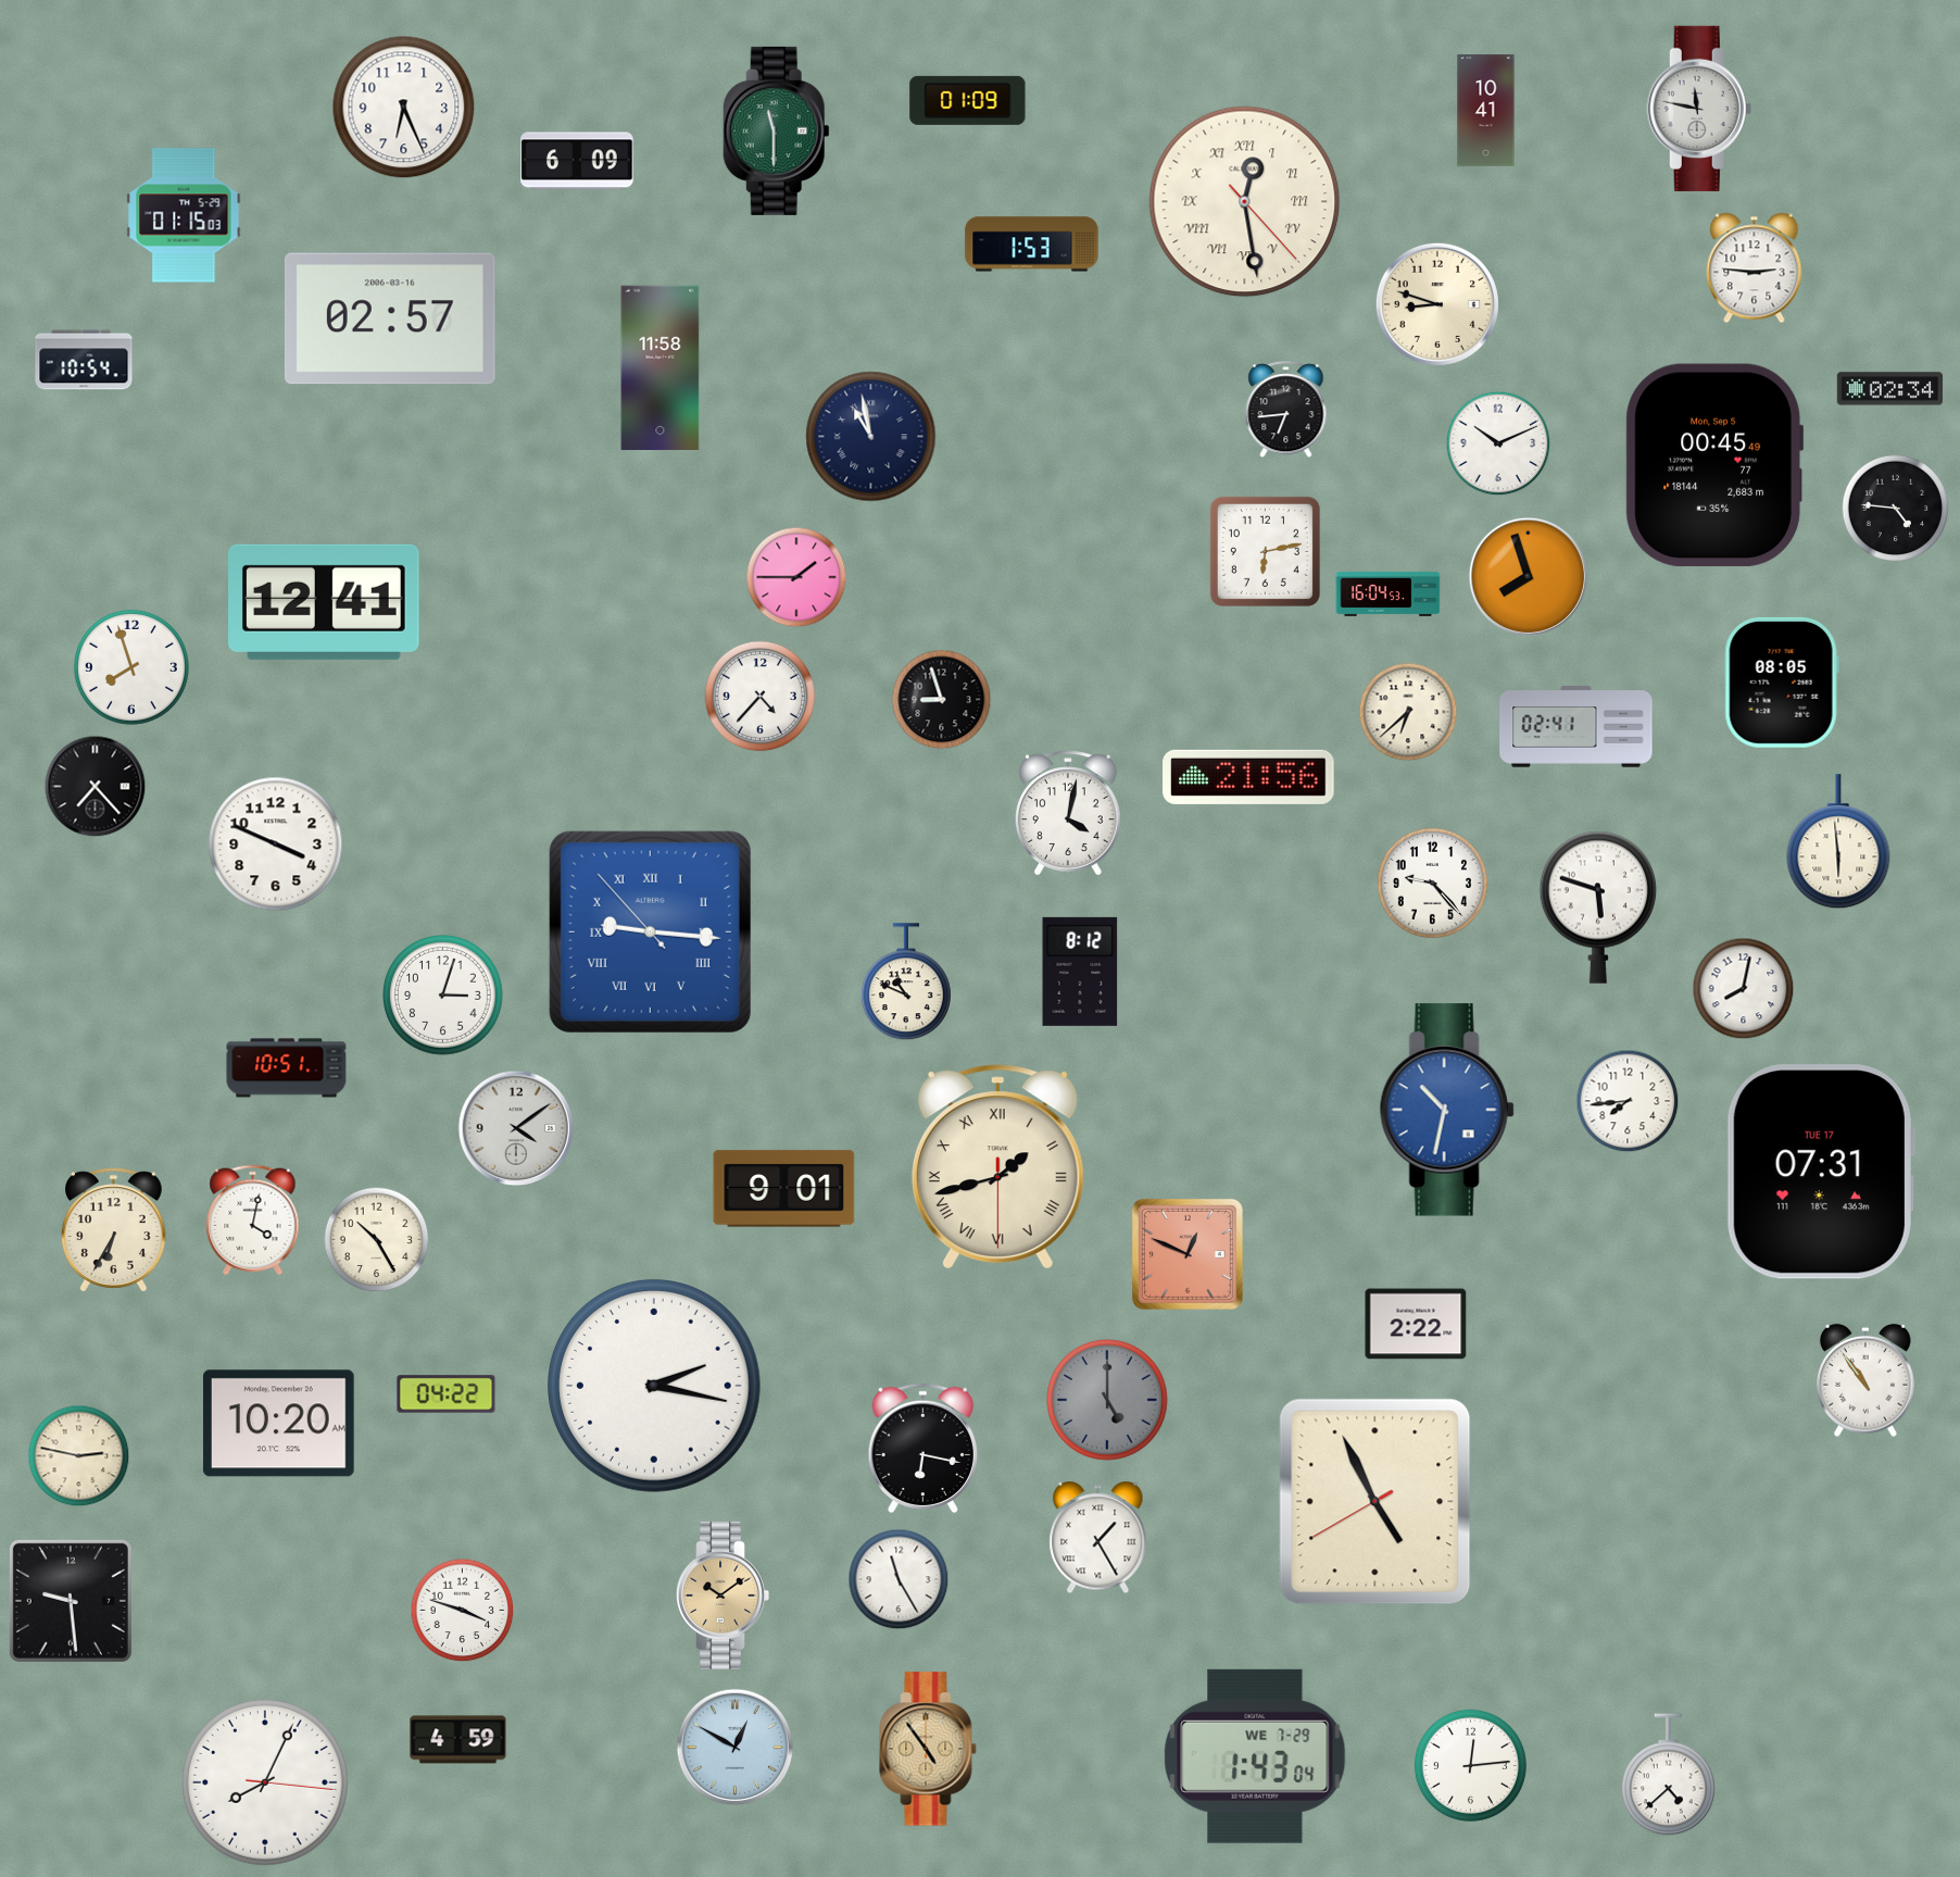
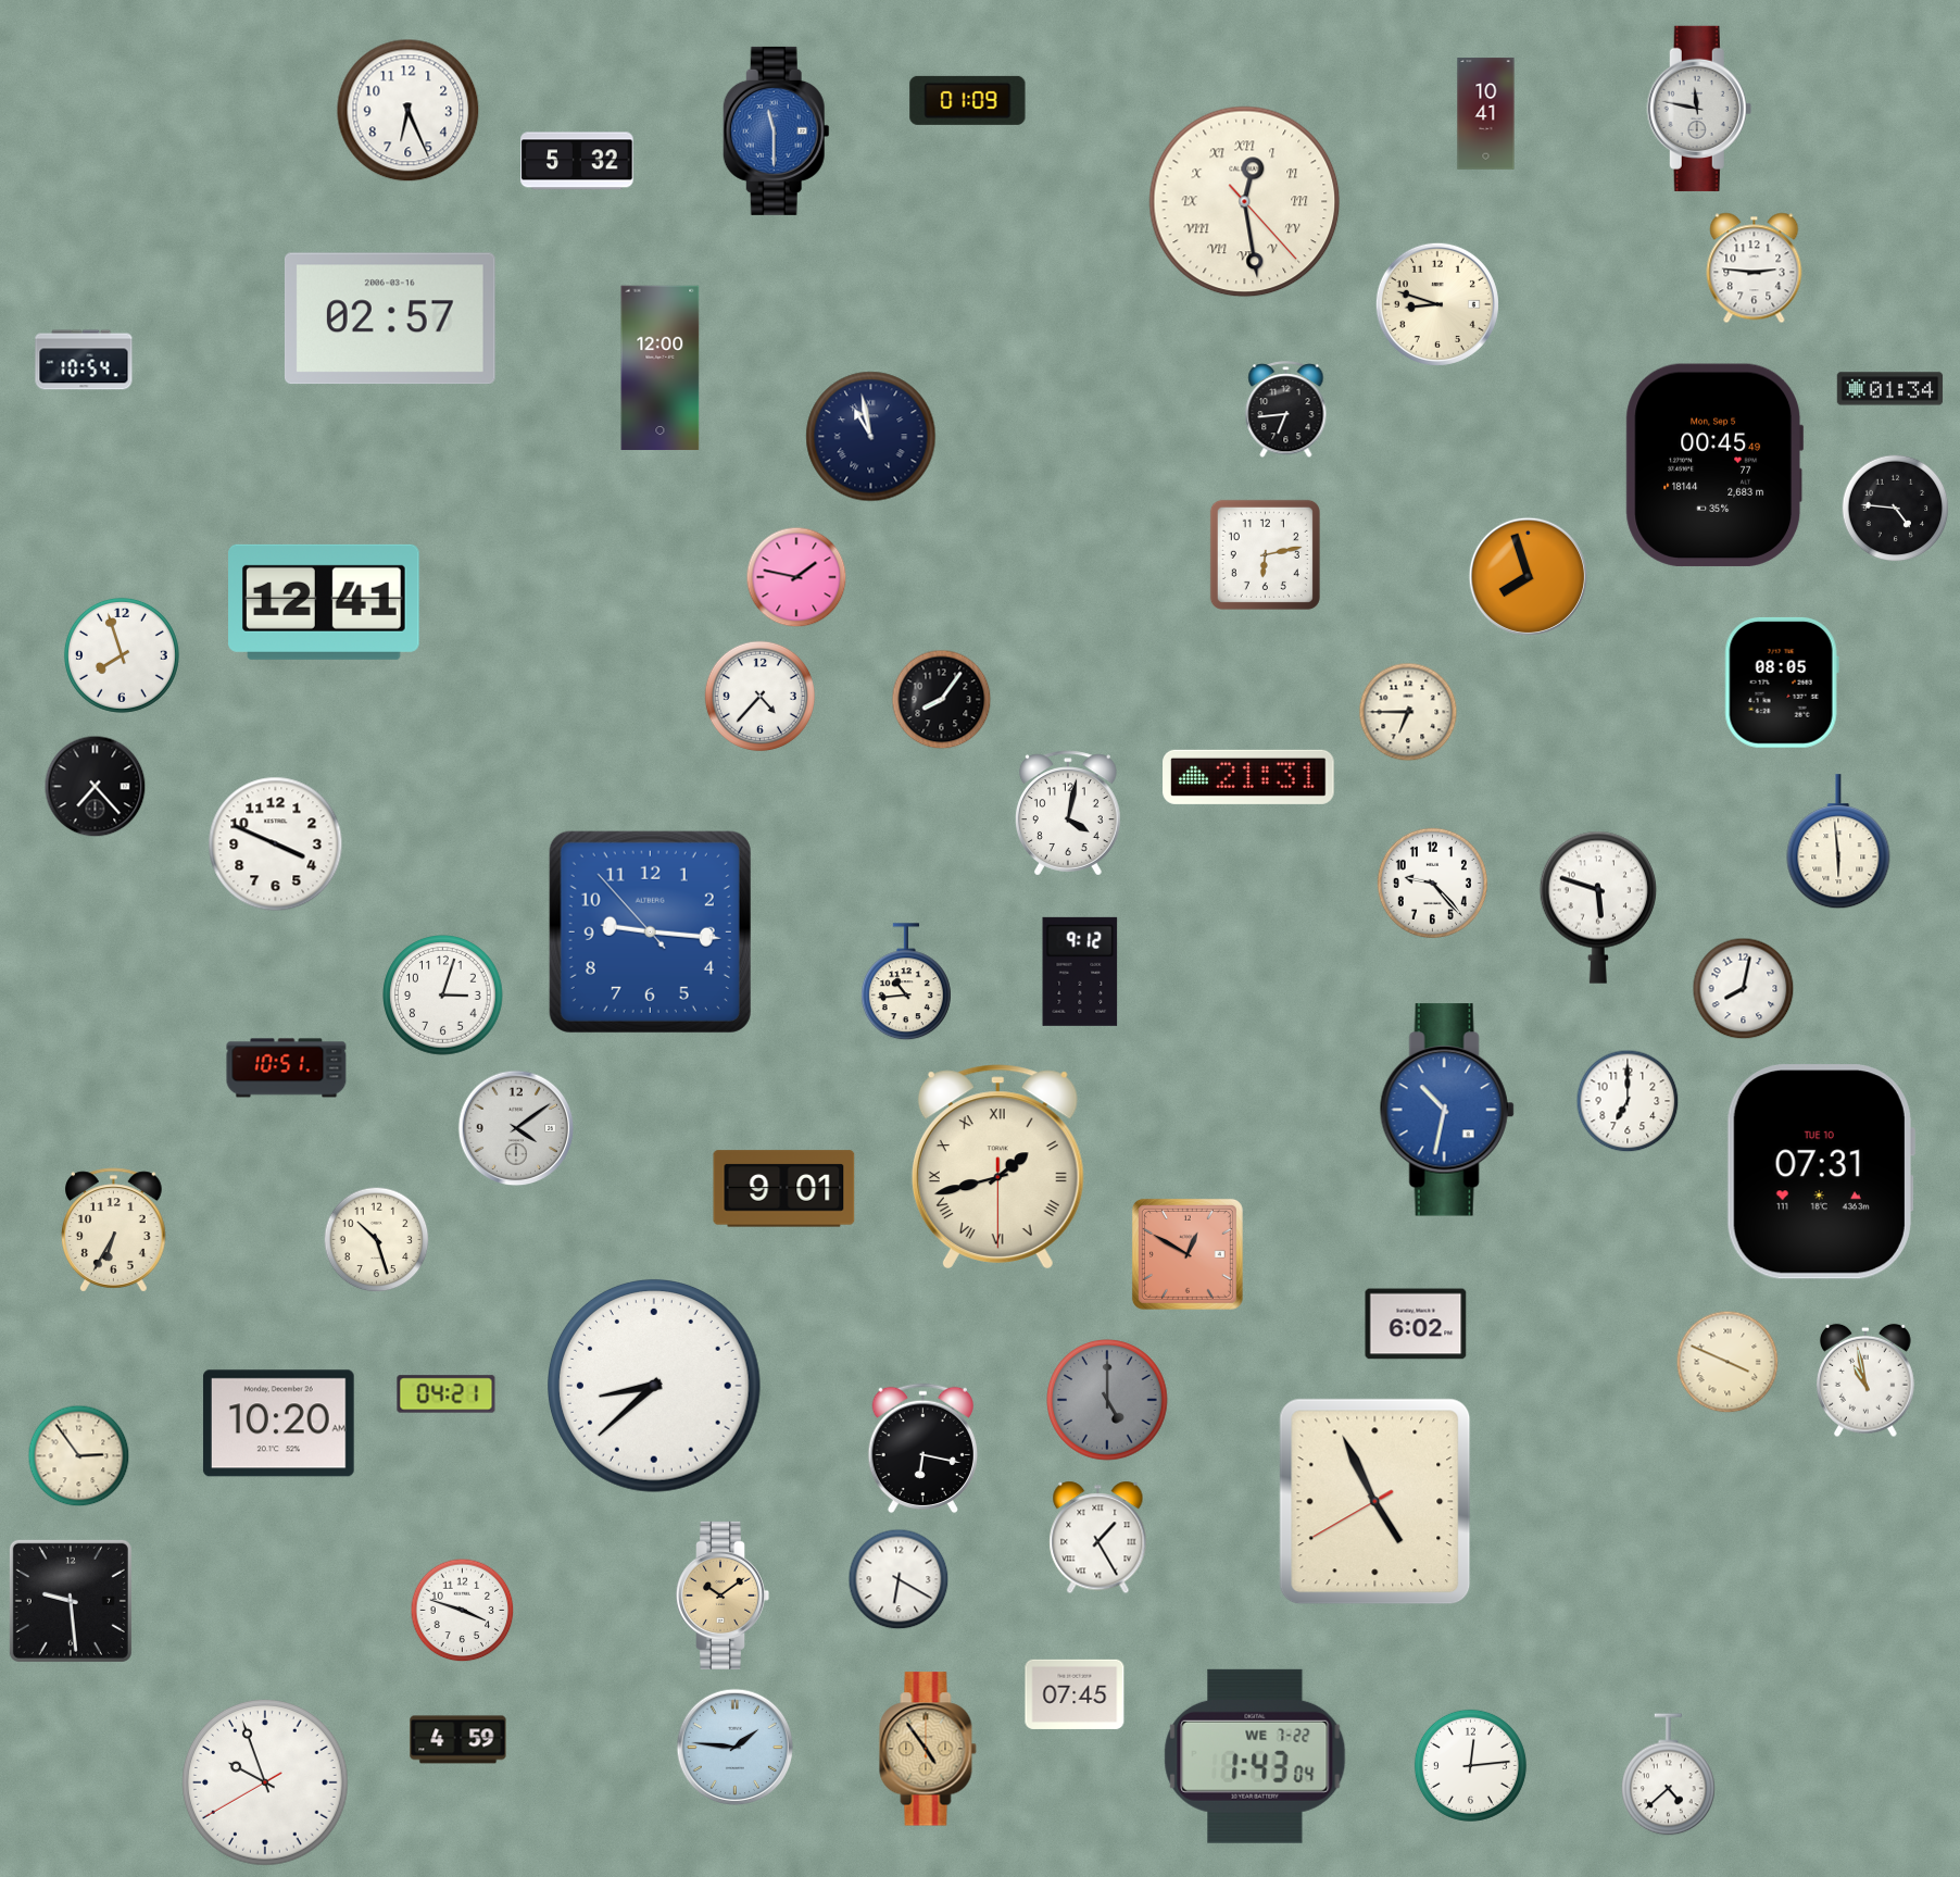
clock at (404, 108) position: (404, 108) -> (409, 111)
clock at (1486, 111) position: (1486, 111) -> (1486, 114)
clock at (776, 130) dial: green -> blue
clock at (577, 161): 6:09 -> 5:32
clock at (184, 215): 01:15 -> none
clock at (1032, 245): 1:53 -> none
clock at (661, 368): 11:58 -> 12:00
clock at (1890, 389): 02:34 -> 01:34
clock at (1498, 443): 10:11 -> none
clock at (1265, 551) position: (1265, 551) -> (1265, 554)
clock at (796, 577): 1:45 -> 1:47
clock at (1389, 593): 16:04 -> none
clock at (131, 667) position: (131, 667) -> (122, 655)
clock at (942, 700): 8:57 -> 8:06
clock at (1408, 712): 6:38 -> 6:45
clock at (1576, 727): 02:41 -> none
clock at (1248, 777): 21:56 -> 21:31
clock at (650, 931) numerals: Roman -> Arabic
clock at (1080, 972): 8:12 -> 9:12
clock at (906, 983): 10:49 -> 10:44
clock at (1628, 1101): 7:44 -> 7:00
clock at (1820, 1172) date: TUE 17 -> TUE 10
clock at (253, 1221): 4:02 -> none
clock at (377, 1240): 10:25 -> 10:27
clock at (1188, 1254): 12:49 -> 12:50
clock at (1416, 1324): 2:22 -> 6:02
clock at (1727, 1362): none -> 3:49
clock at (1867, 1380): 10:54 -> 10:58
clock at (655, 1387): 2:17 -> 8:38
clock at (447, 1394): 04:22 -> 04:21
clock at (79, 1456): 2:47 -> 2:54
clock at (899, 1579): 11:25 -> 6:20
clock at (1075, 1694): none -> 07:45
clock at (736, 1748): 12:50 -> 1:46
clock at (1255, 1756) date: WE 7-29 -> WE 7-22
clock at (266, 1784): 8:04 -> 9:56
